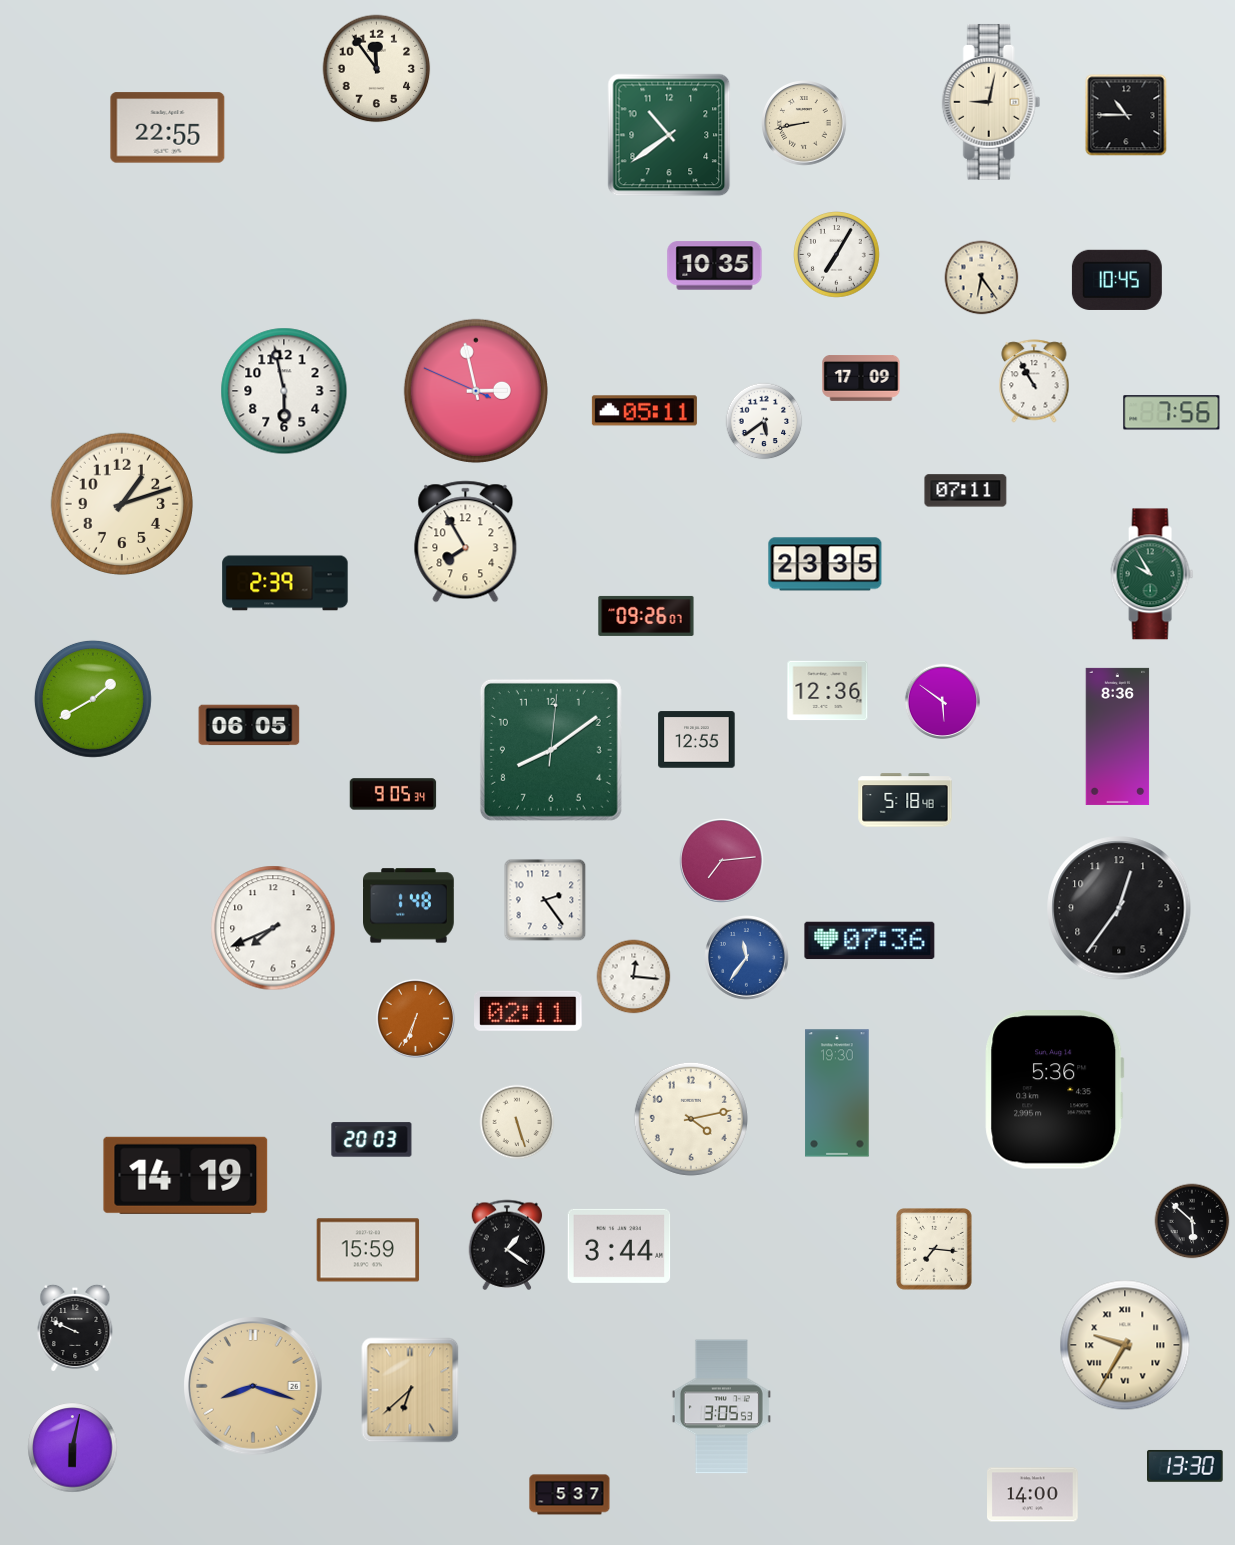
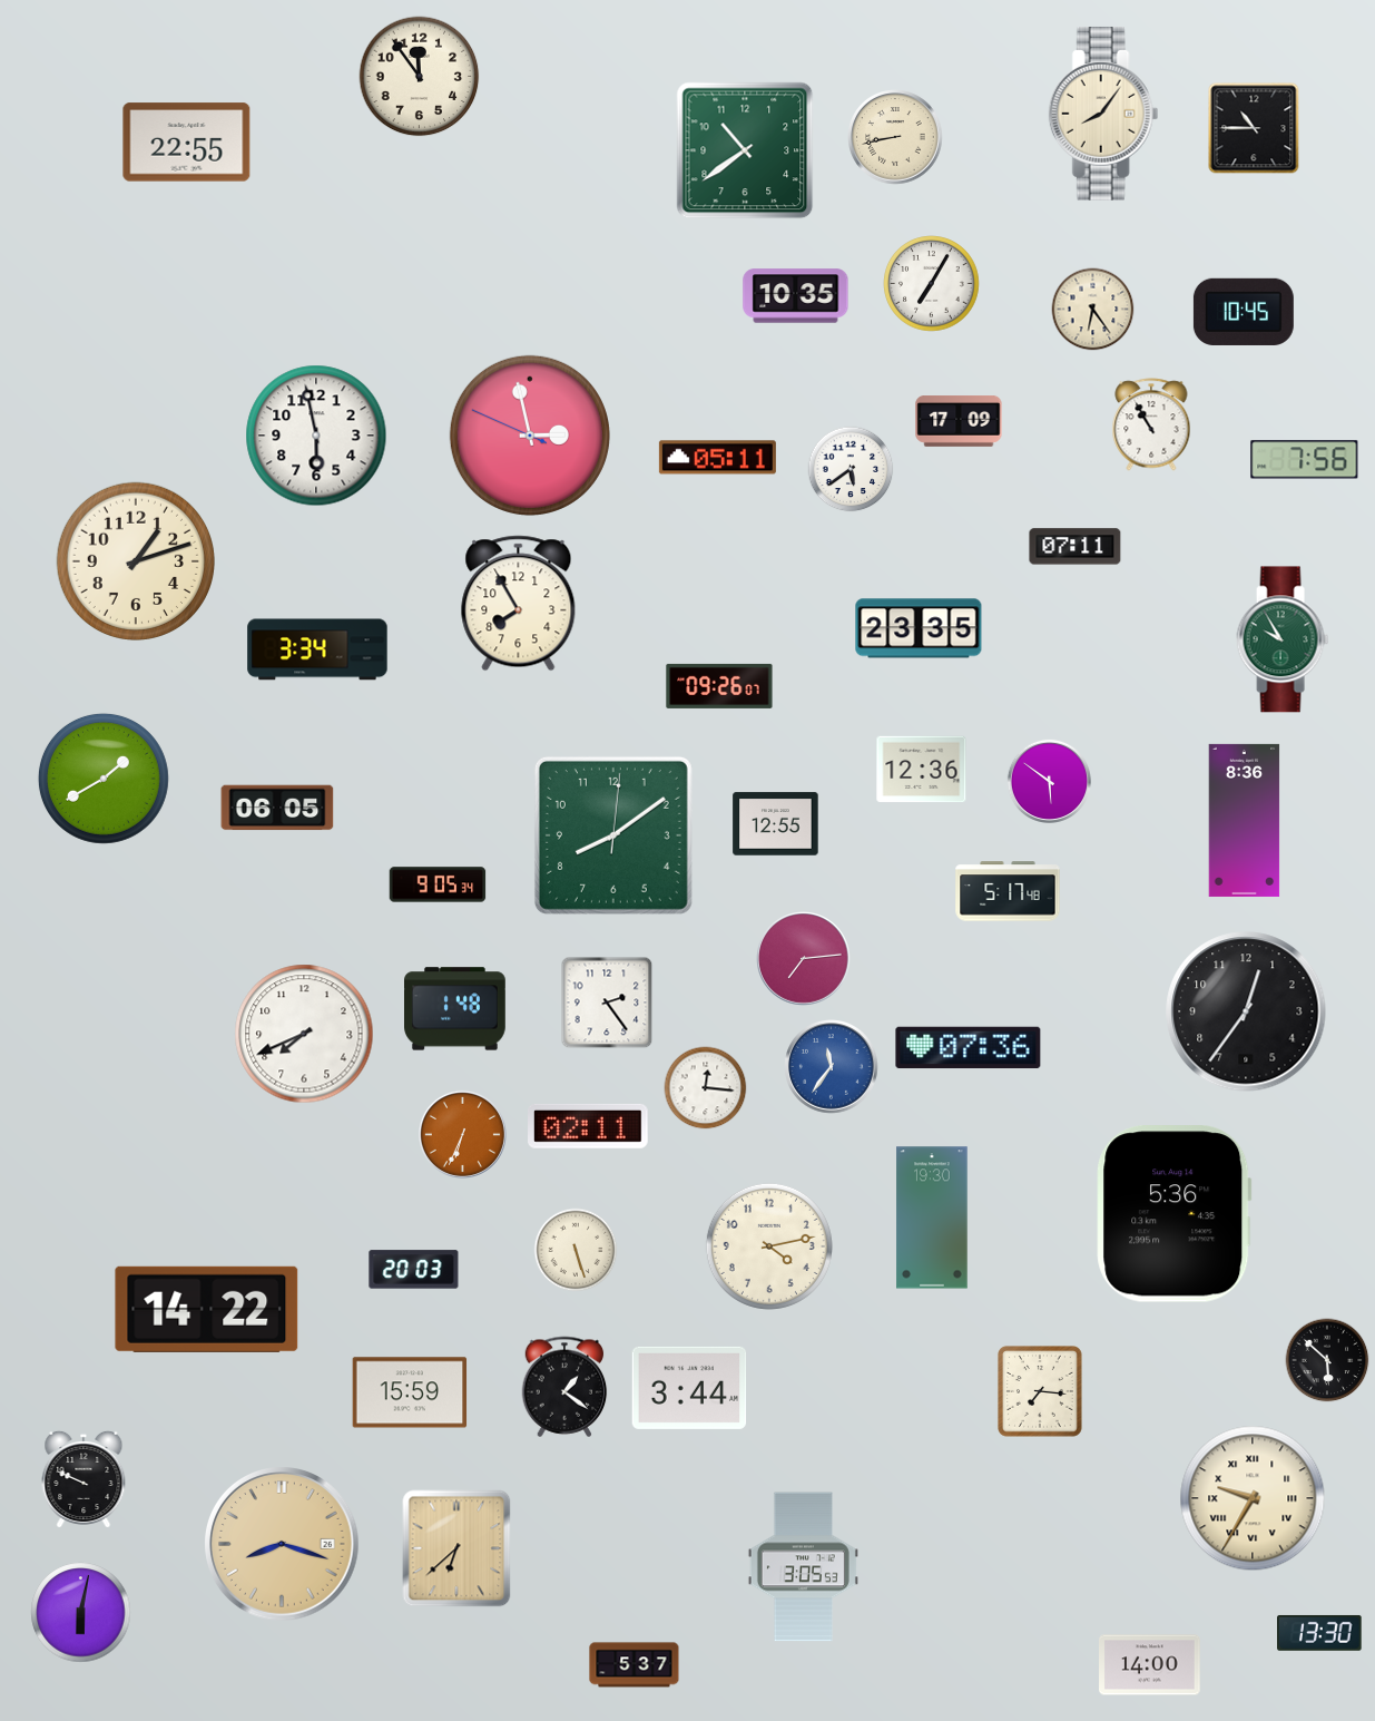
clock at (991, 102): 9:02 -> 8:06
clock at (285, 583): 2:39 -> 3:34
clock at (905, 800): 5:18 -> 5:17
clock at (186, 1175): 14:19 -> 14:22
